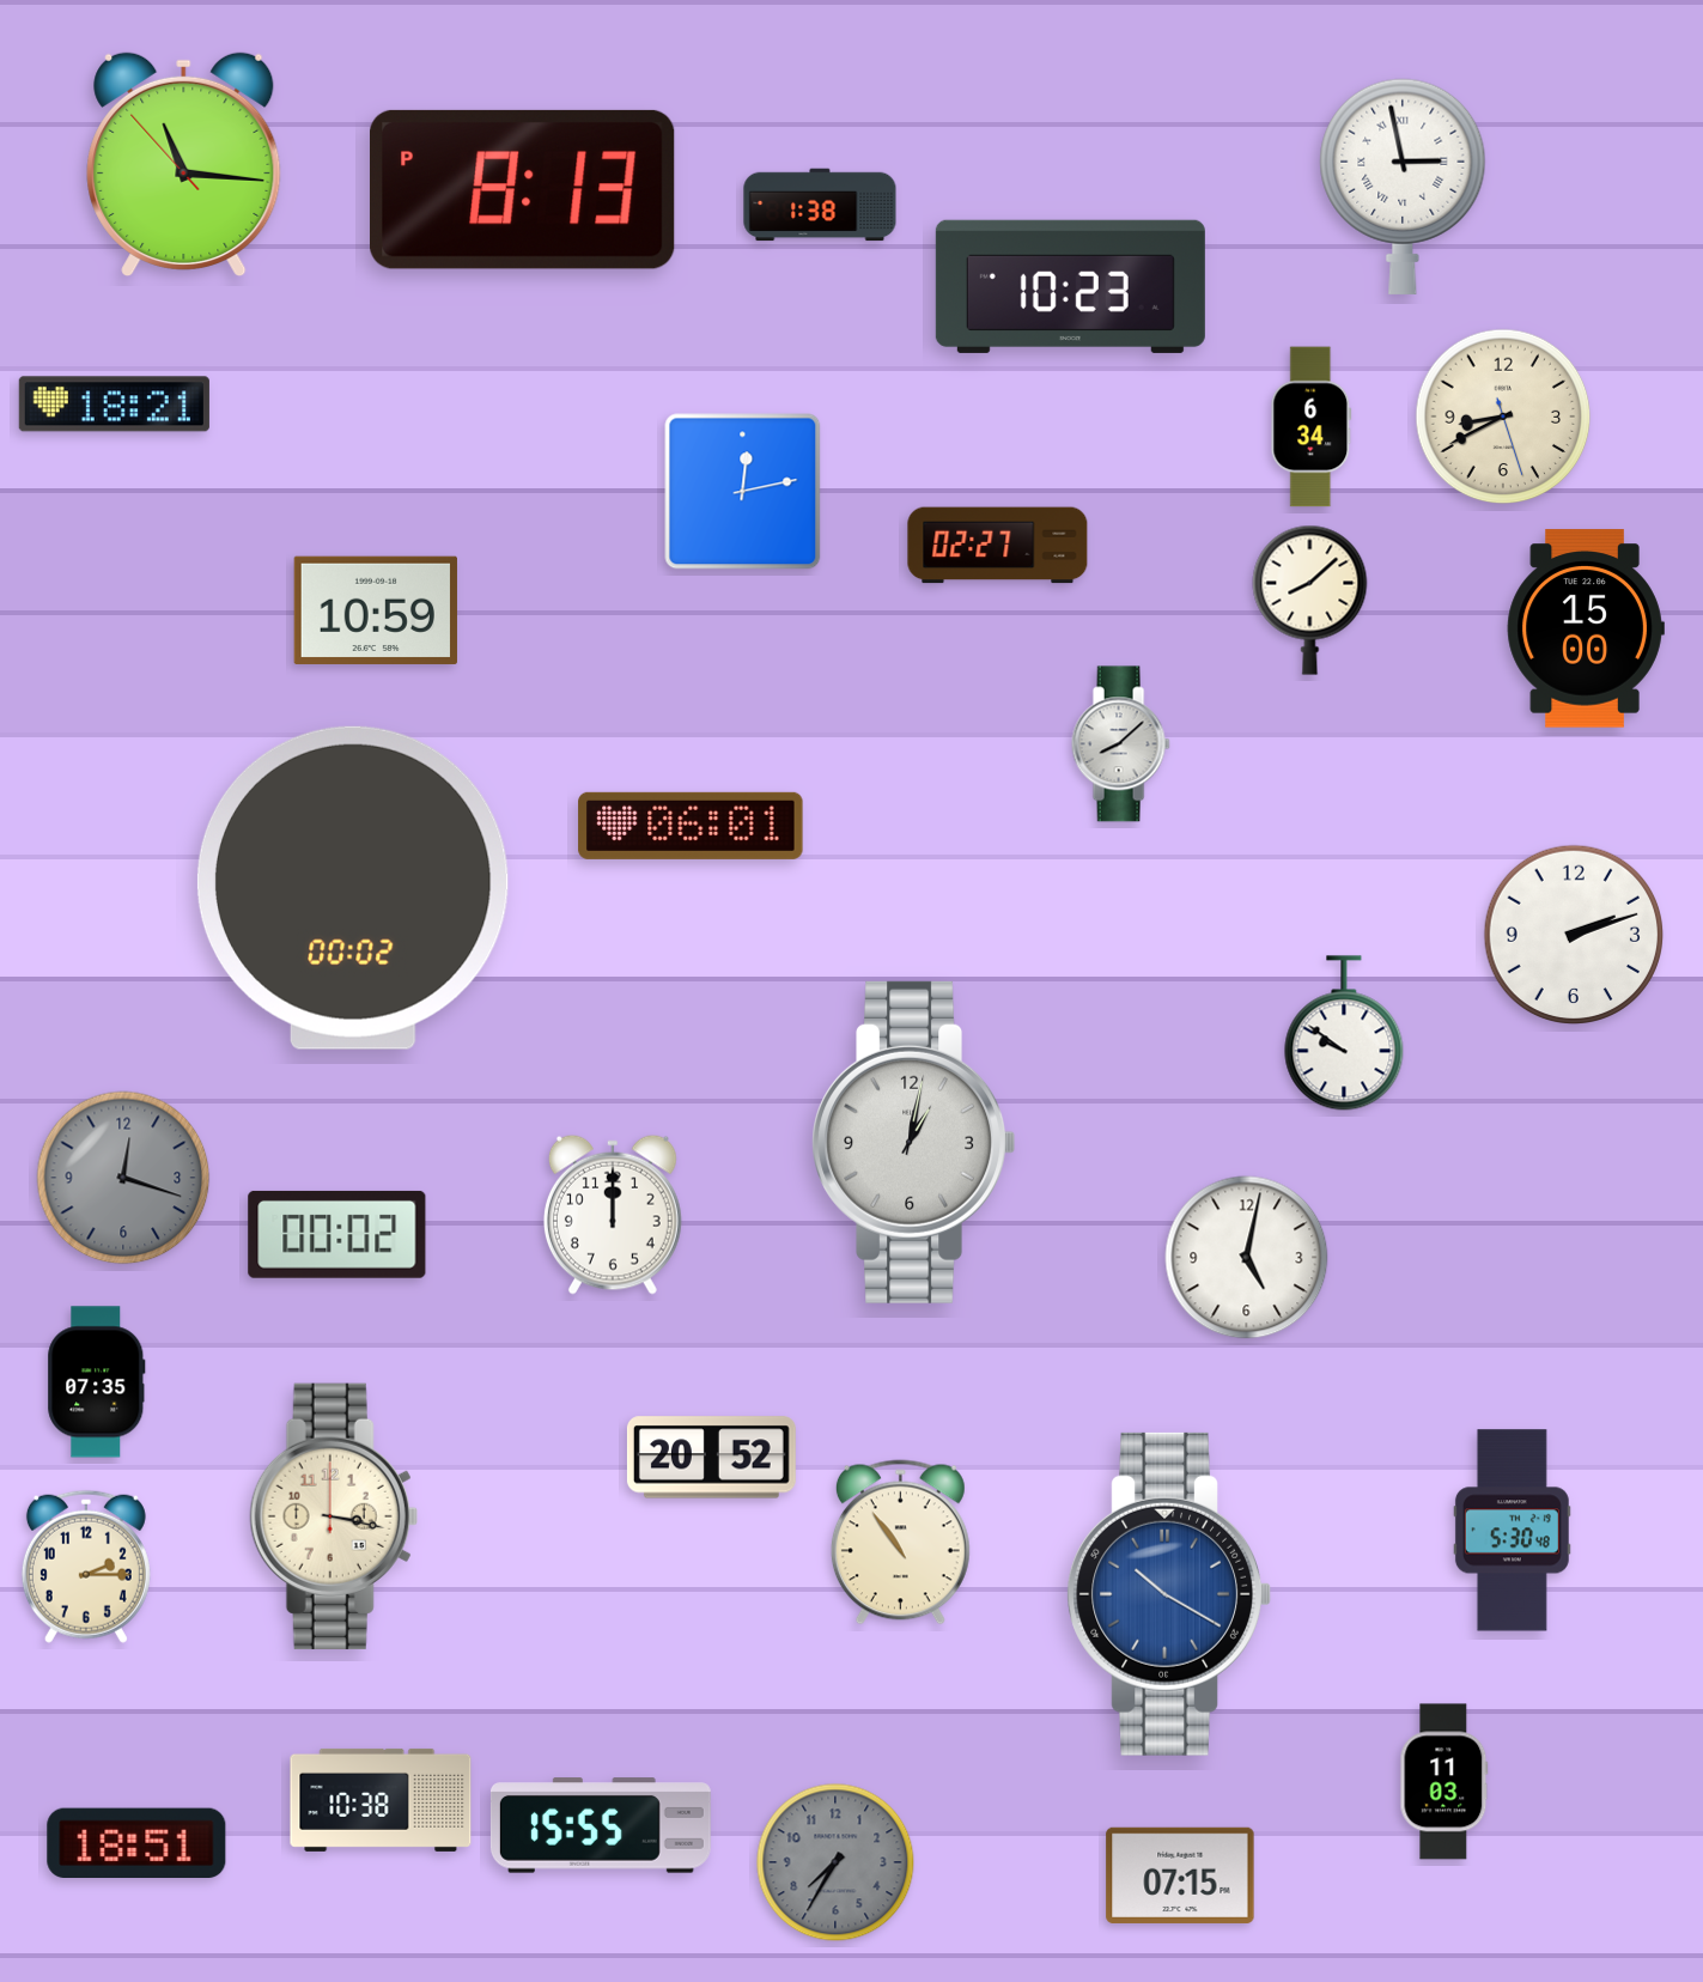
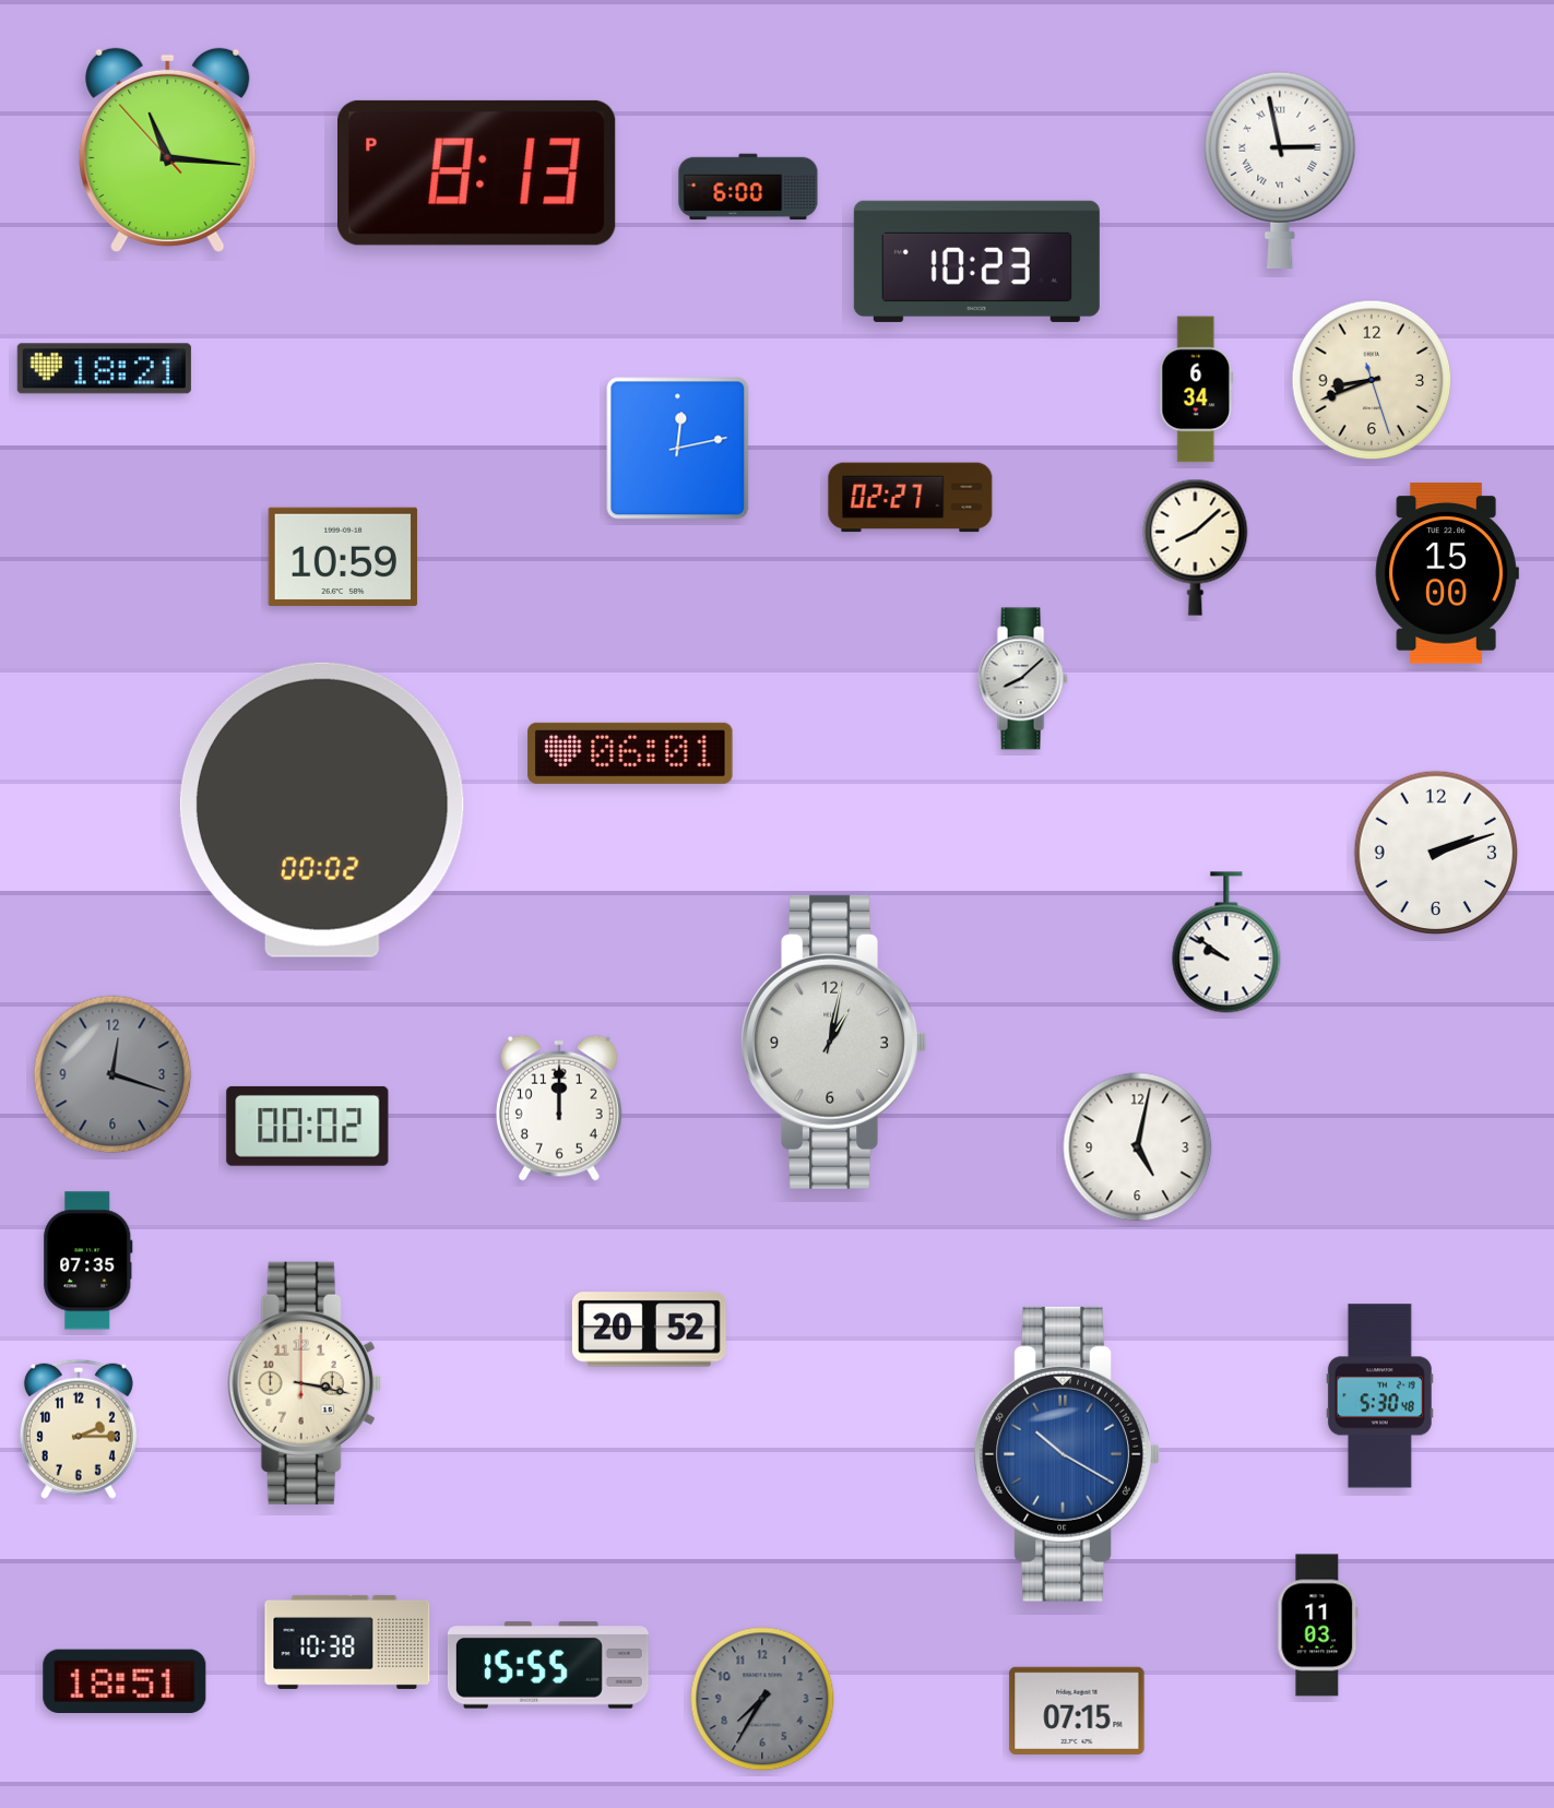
clock at (820, 205): 1:38 -> 6:00
clock at (1503, 417): 8:40 -> 8:41
clock at (900, 1543): 10:54 -> none
